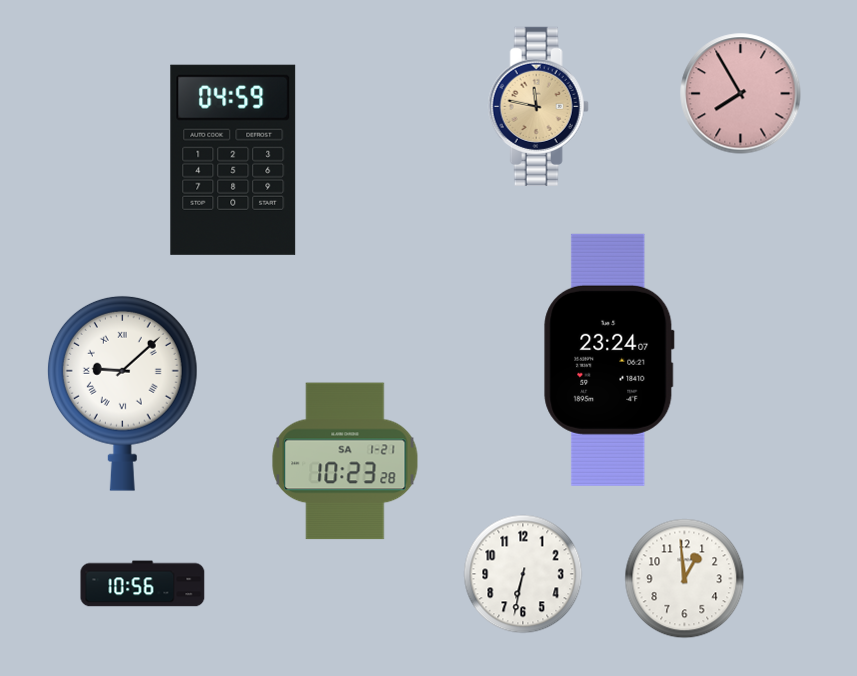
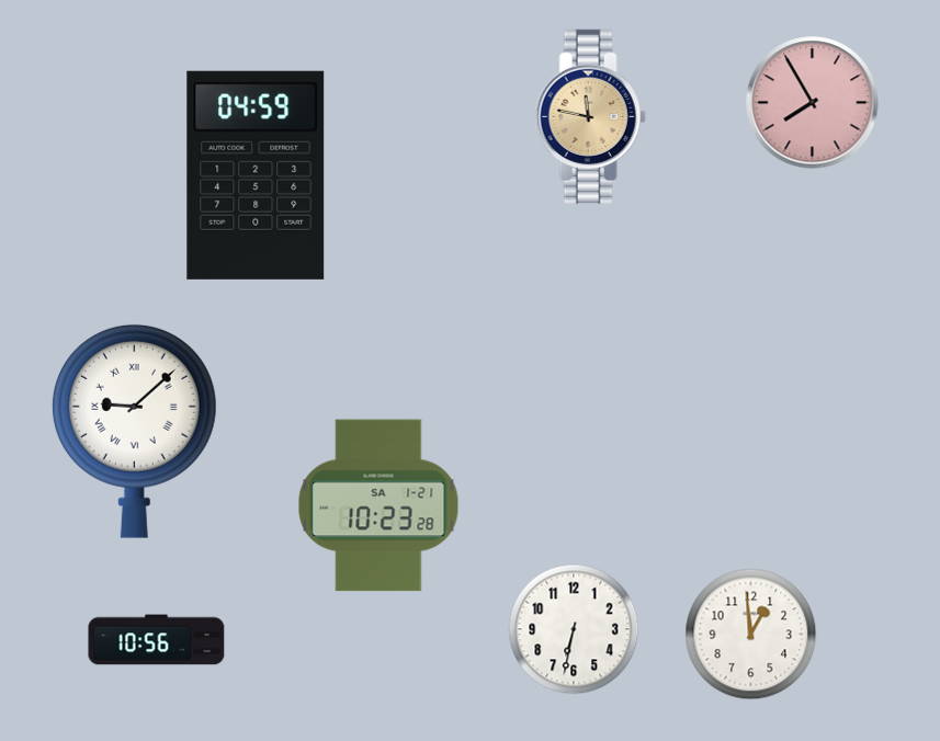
clock at (609, 360): 23:24 -> none
